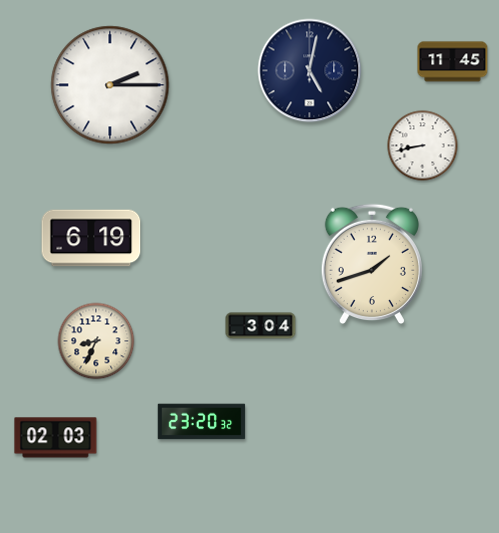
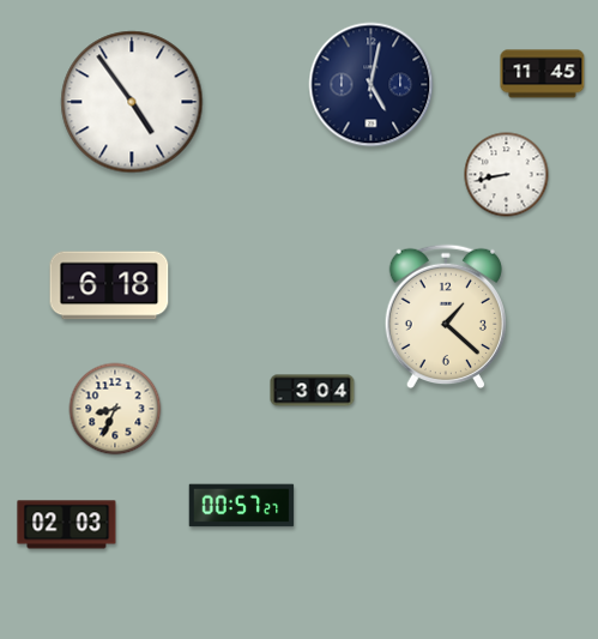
clock at (110, 85): 2:15 -> 4:54
clock at (91, 238): 6:19 -> 6:18
clock at (372, 264): 1:42 -> 1:22
clock at (202, 422): 23:20 -> 00:57
